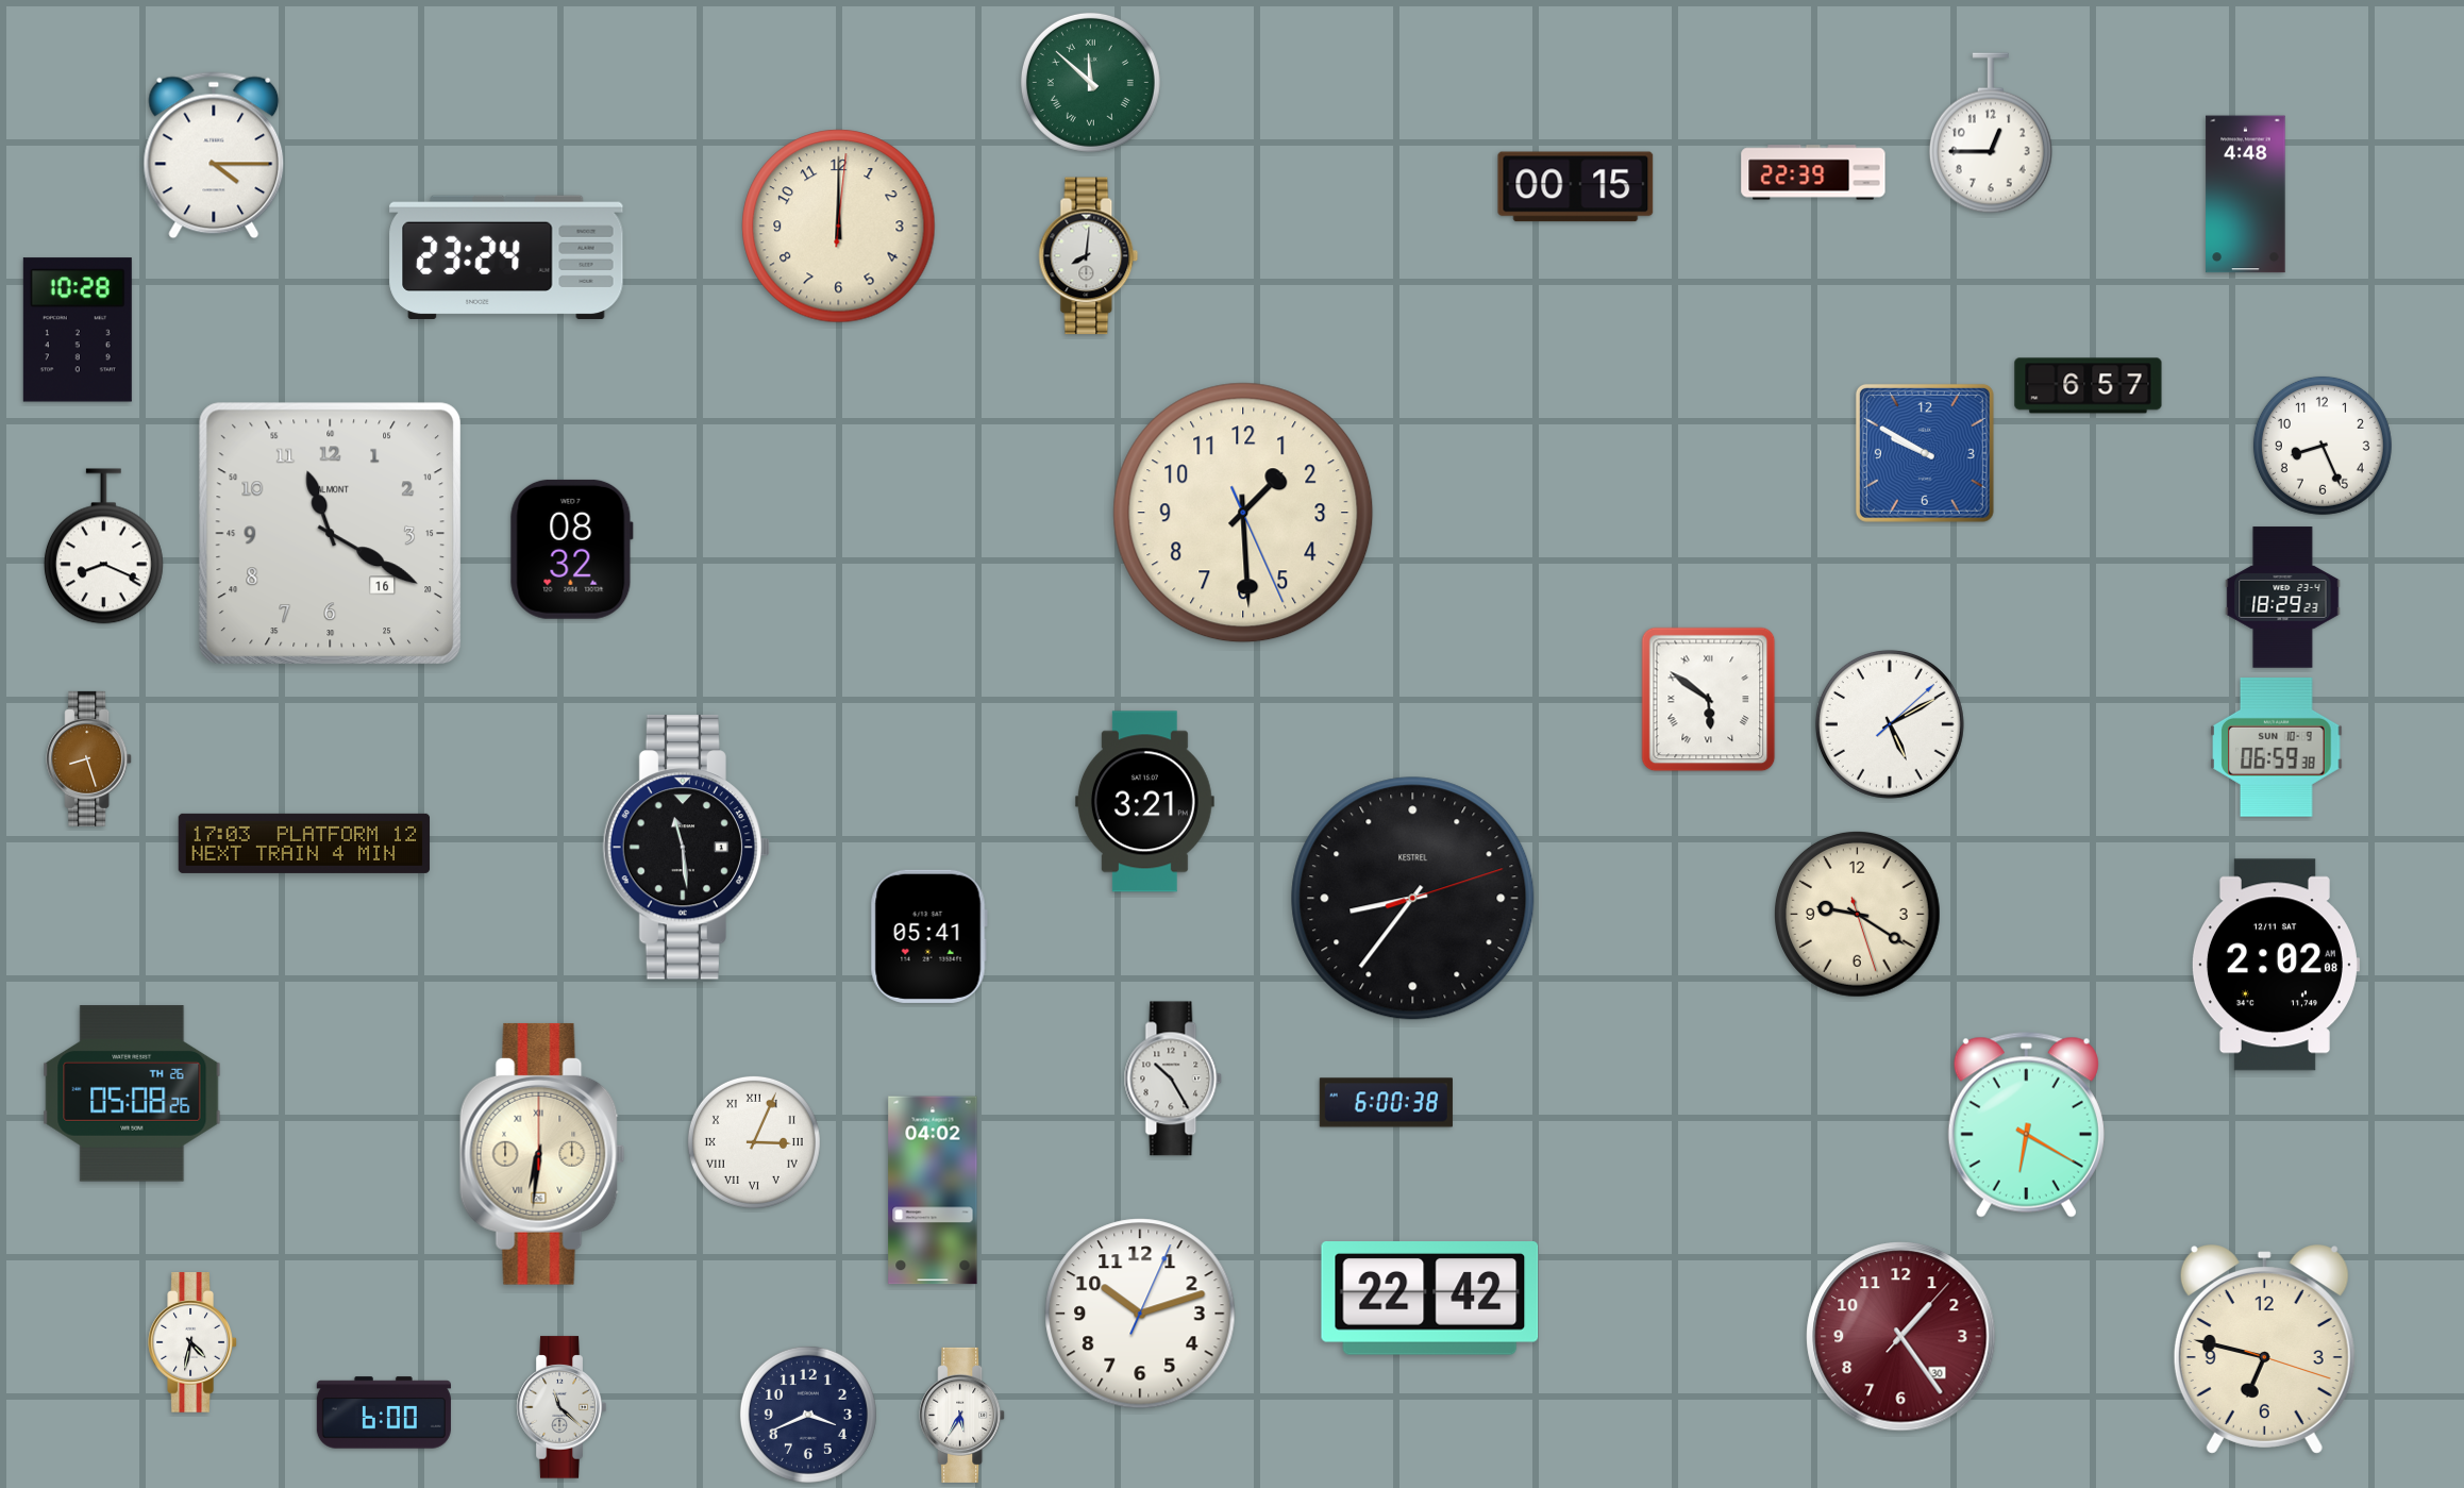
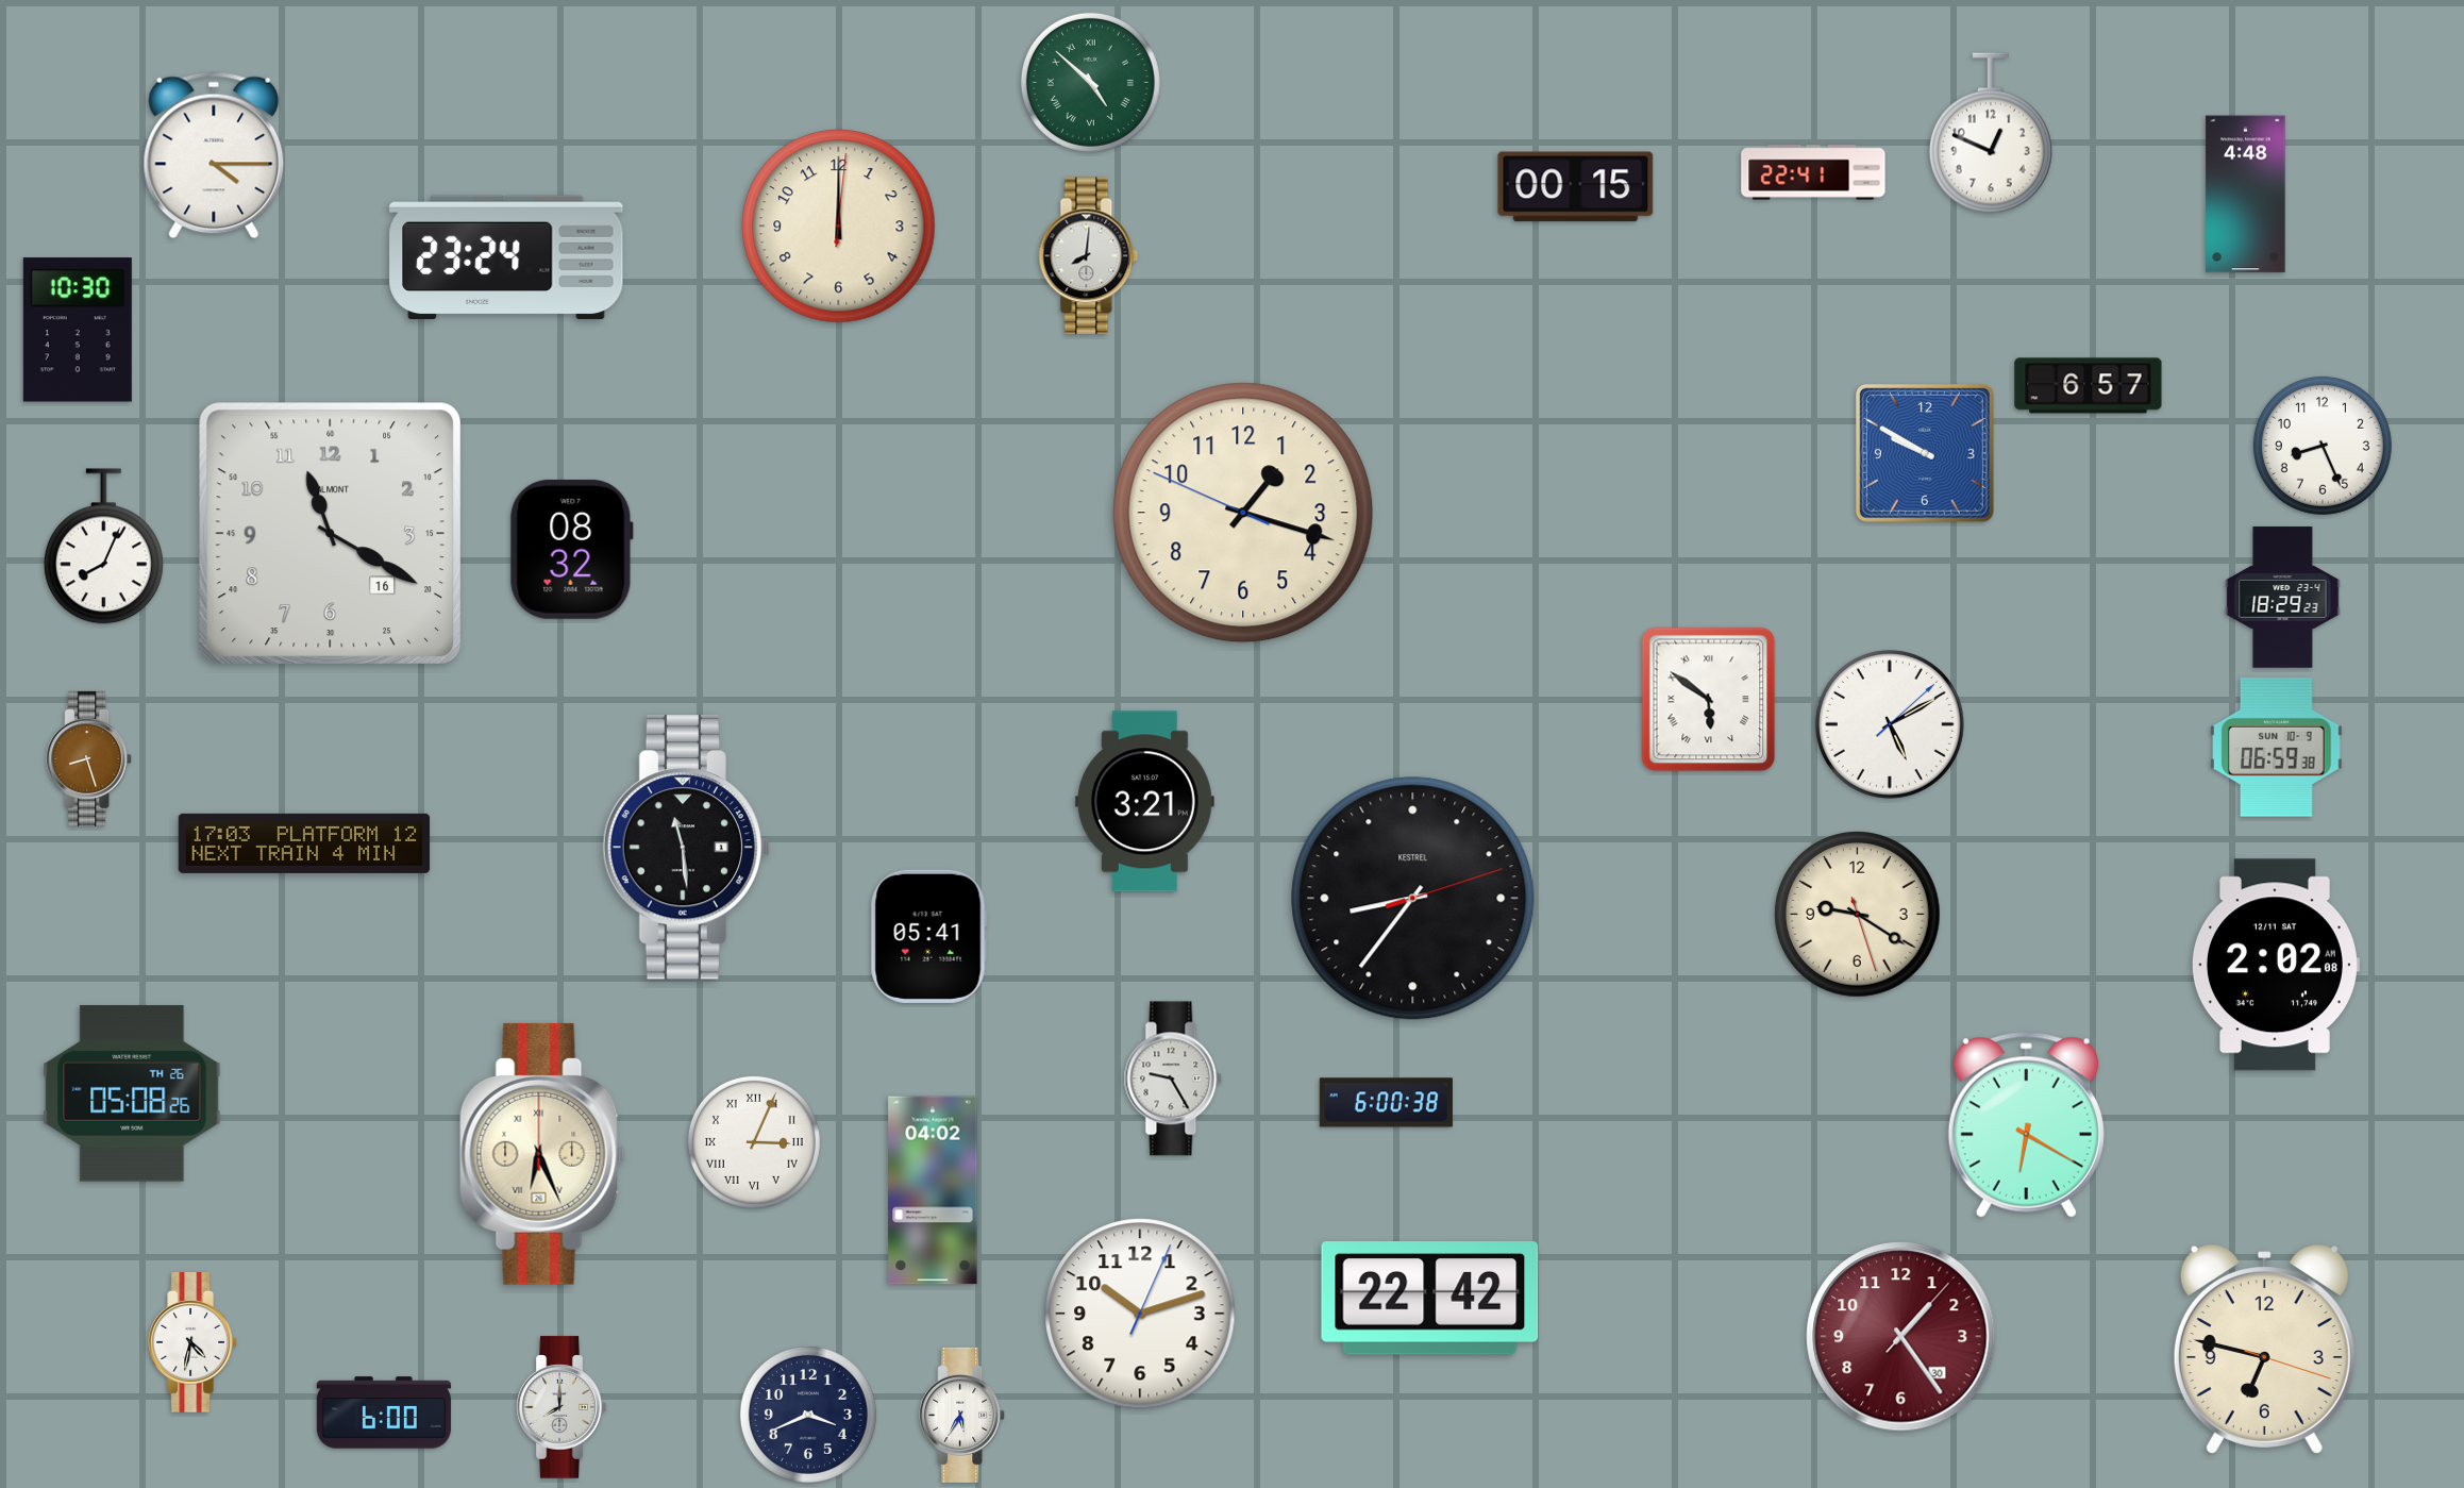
clock at (1090, 82): 11:52 -> 4:52
clock at (1991, 133): 12:45 -> 12:49
clock at (1813, 172): 22:39 -> 22:41
clock at (78, 330): 10:28 -> 10:30
clock at (1243, 513): 1:29 -> 1:17
clock at (103, 547): 8:19 -> 8:04
clock at (1173, 1079): 10:25 -> 9:25
clock at (542, 1154): 6:31 -> 6:26
clock at (561, 1407): 11:22 -> 8:00
